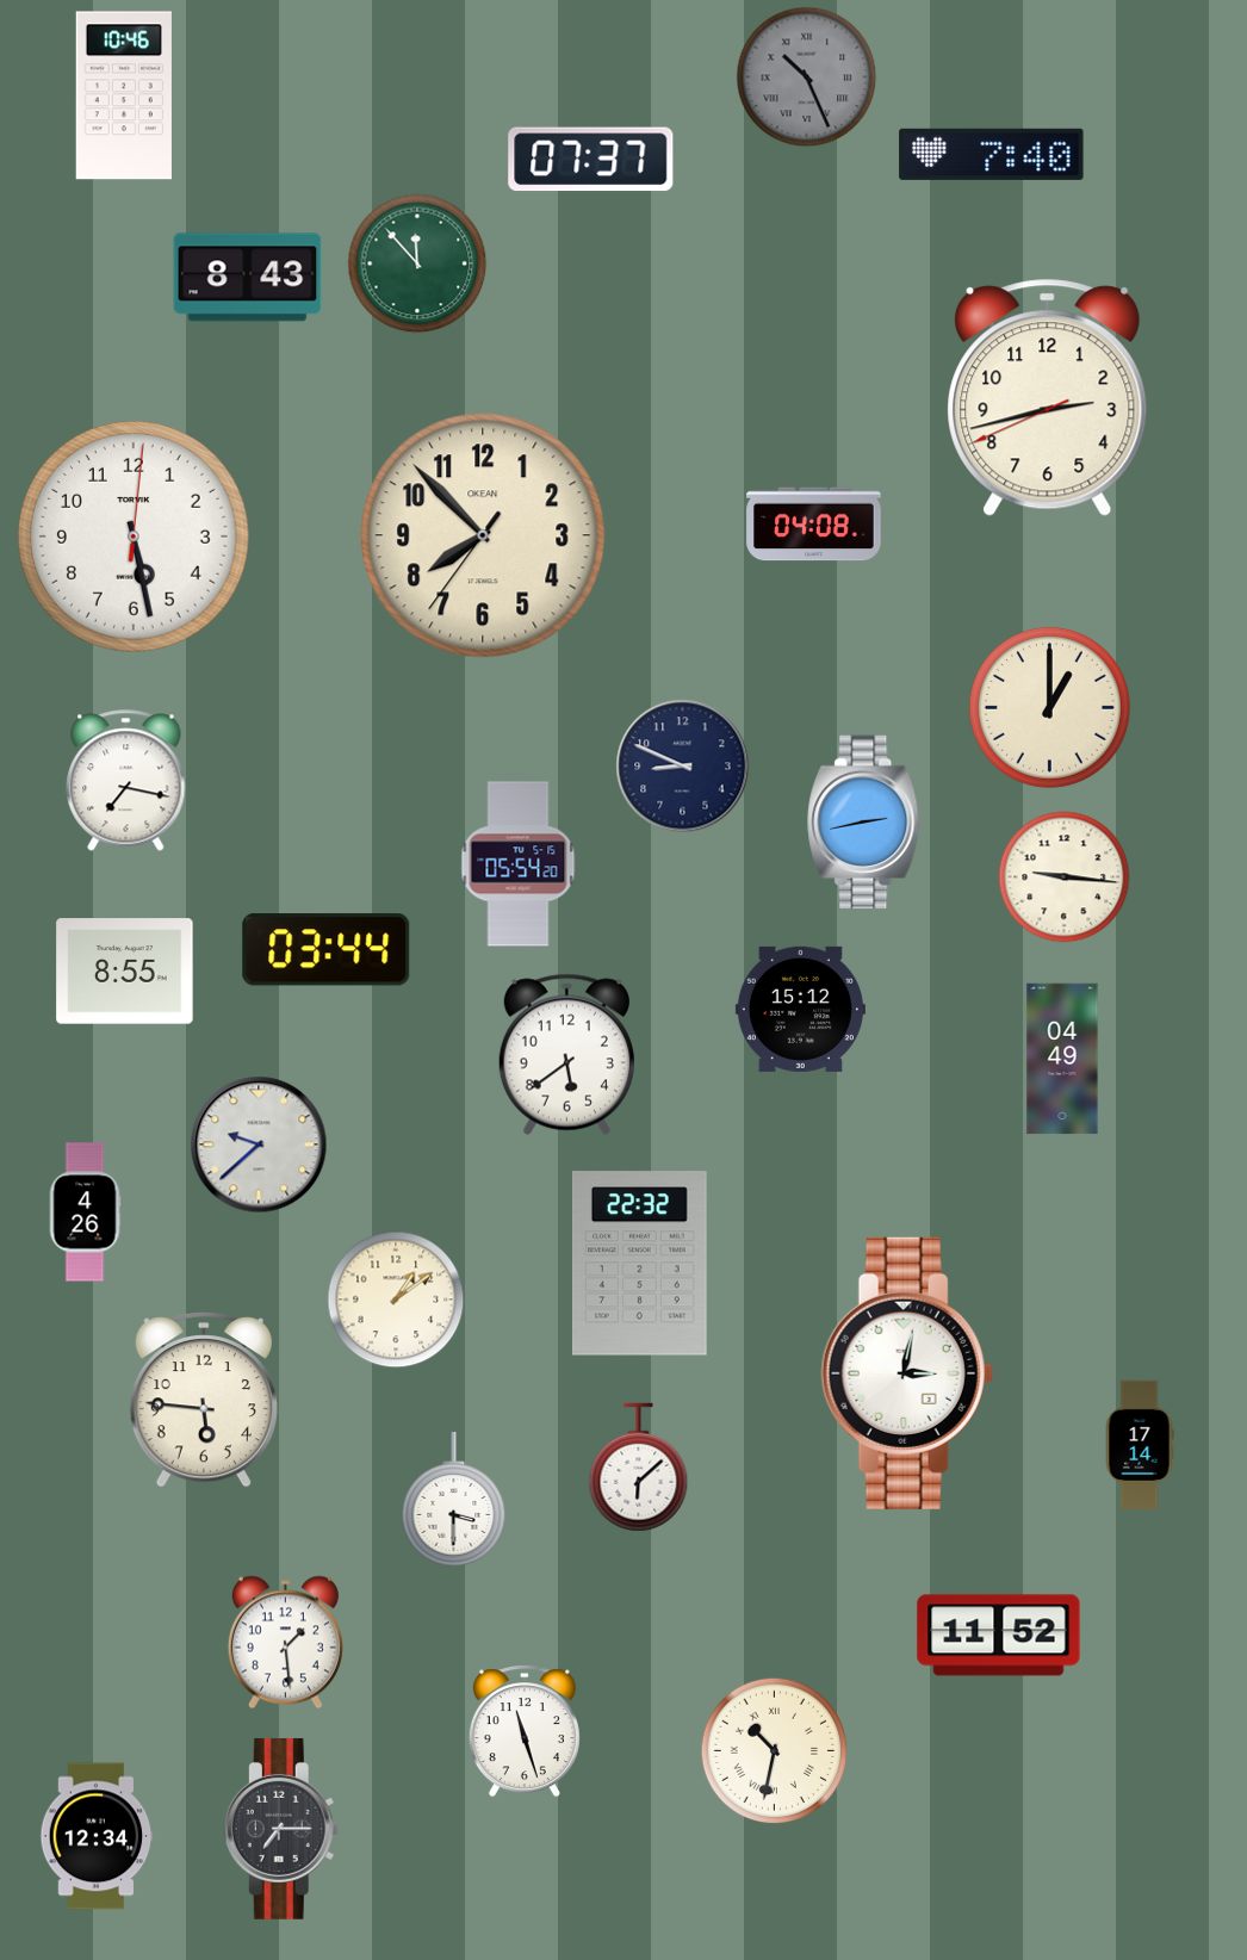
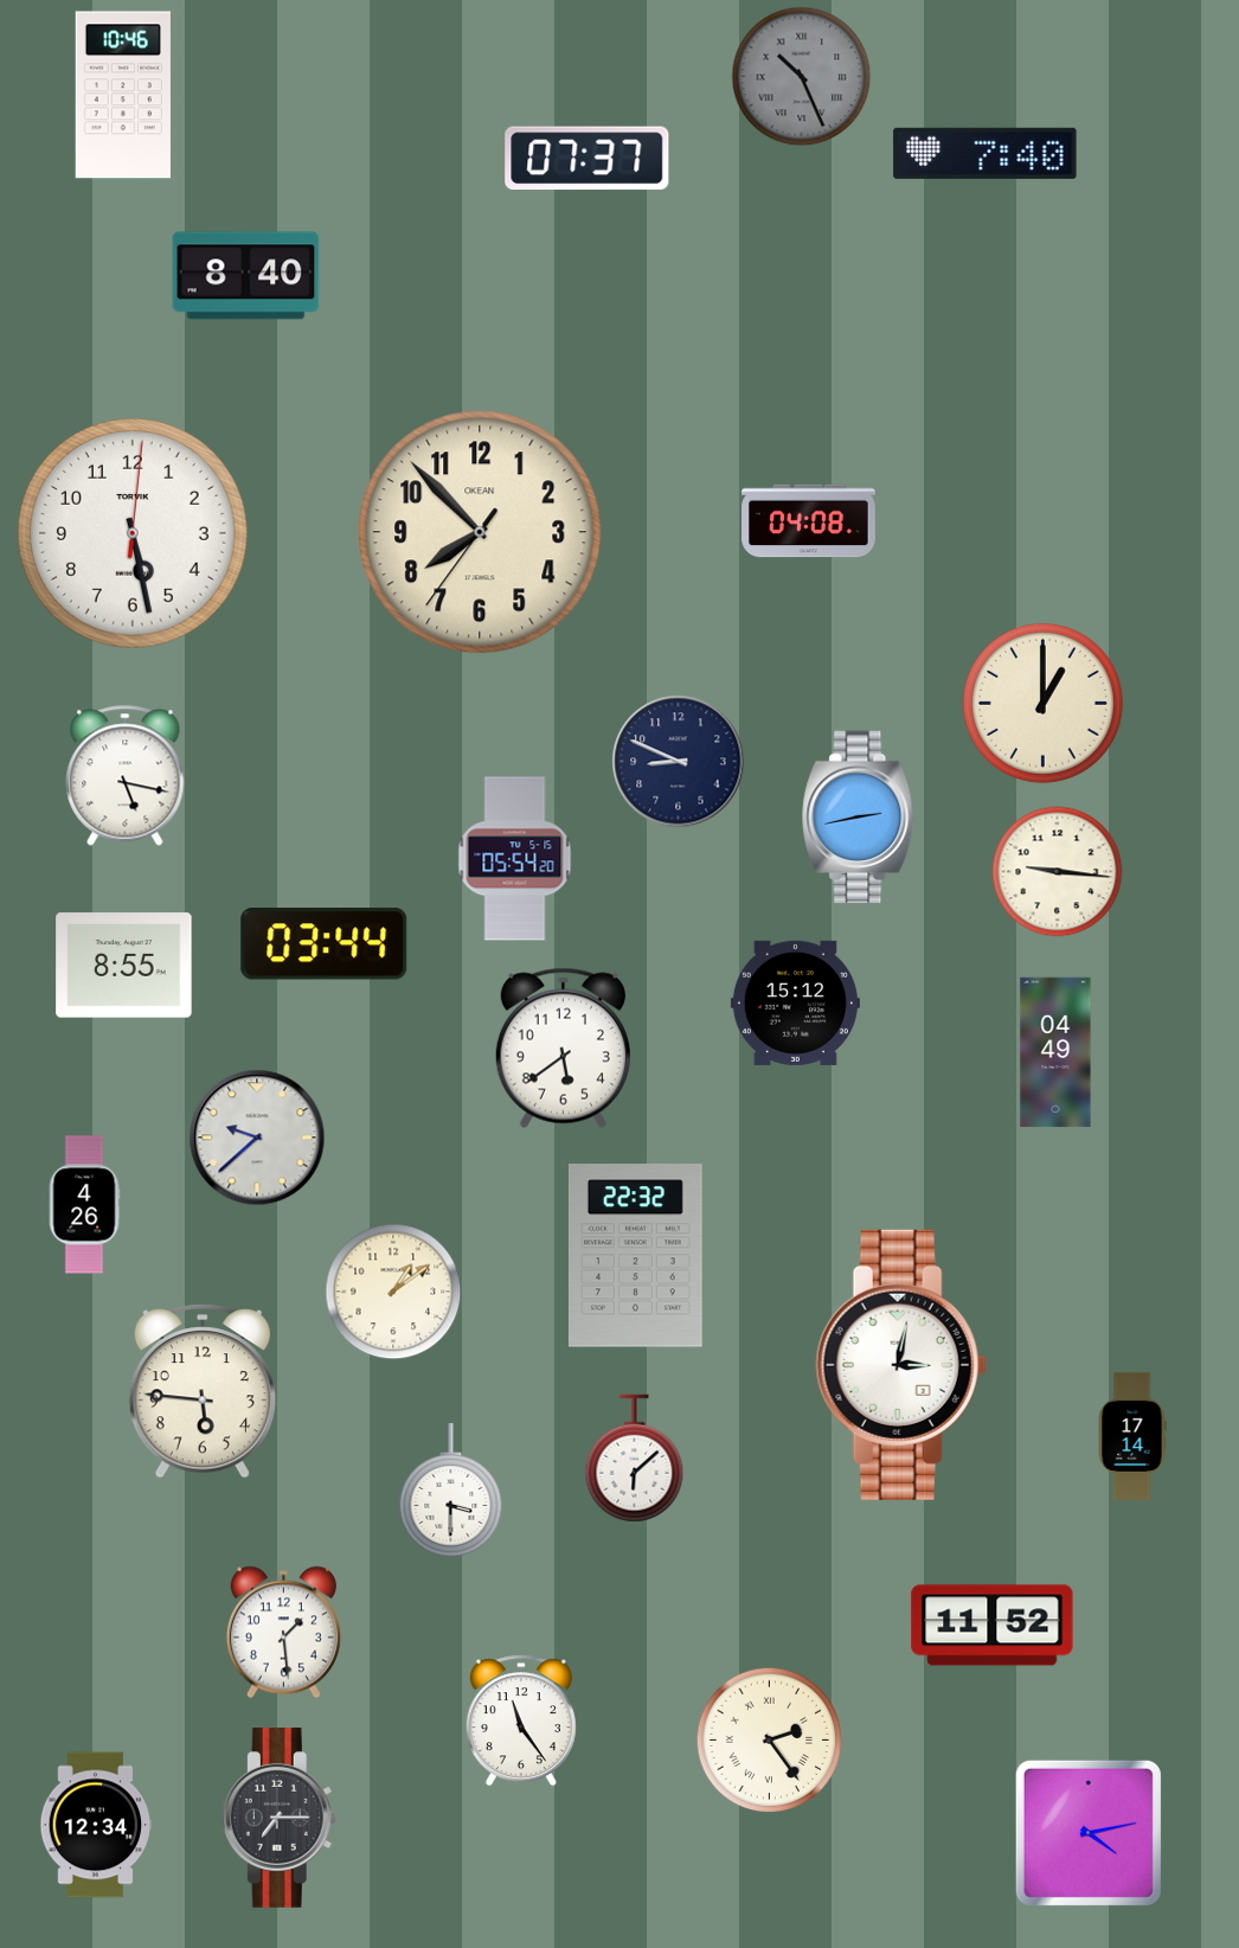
clock at (417, 263): 11:53 -> none
clock at (248, 278): 8:43 -> 8:40
clock at (1048, 397): 2:42 -> none
clock at (126, 781): 7:17 -> 5:17
clock at (525, 1731): 11:27 -> 11:24
clock at (775, 1751): 10:32 -> 2:24
clock at (1089, 1833): none -> 4:13
